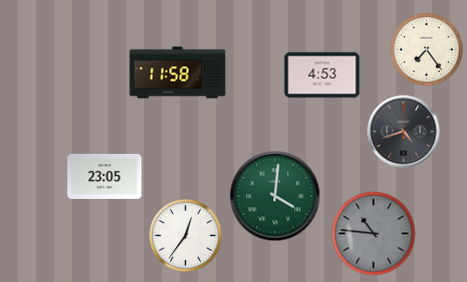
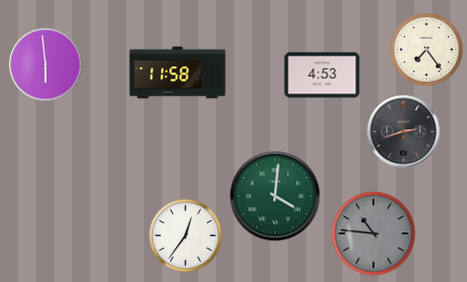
clock at (46, 65): none -> 5:59
clock at (404, 132): 4:42 -> 2:42
clock at (105, 176): 23:05 -> none
